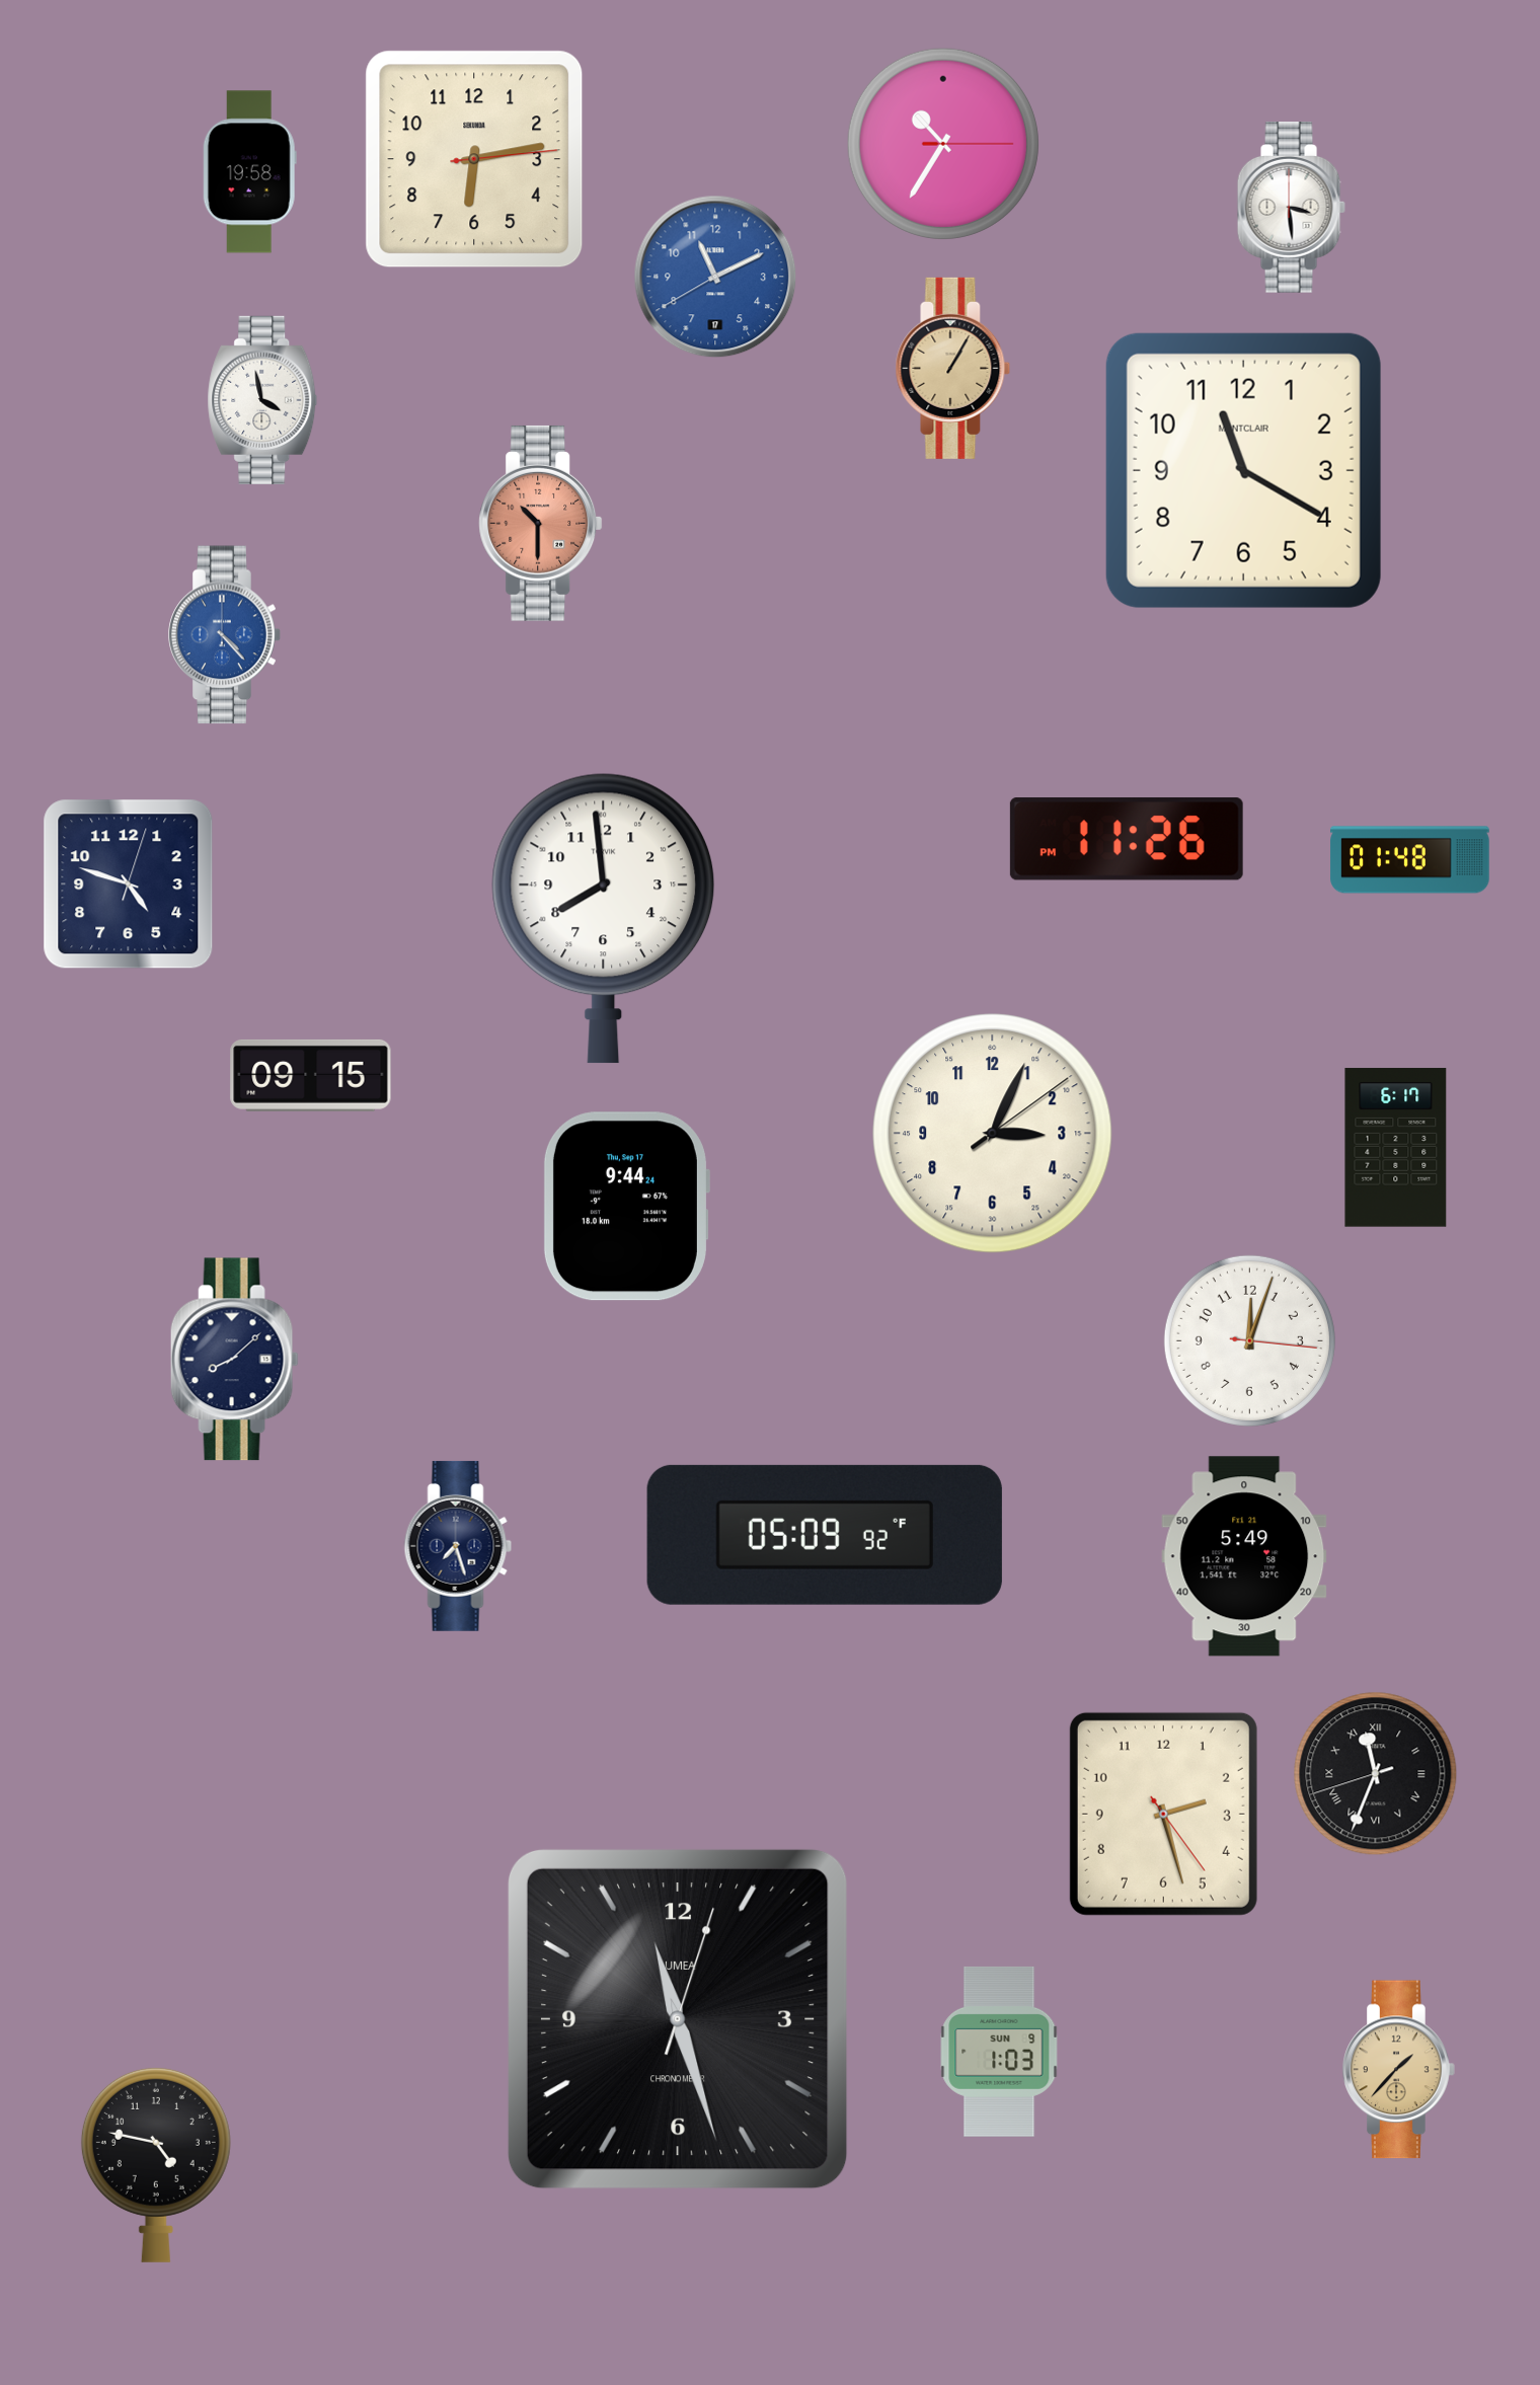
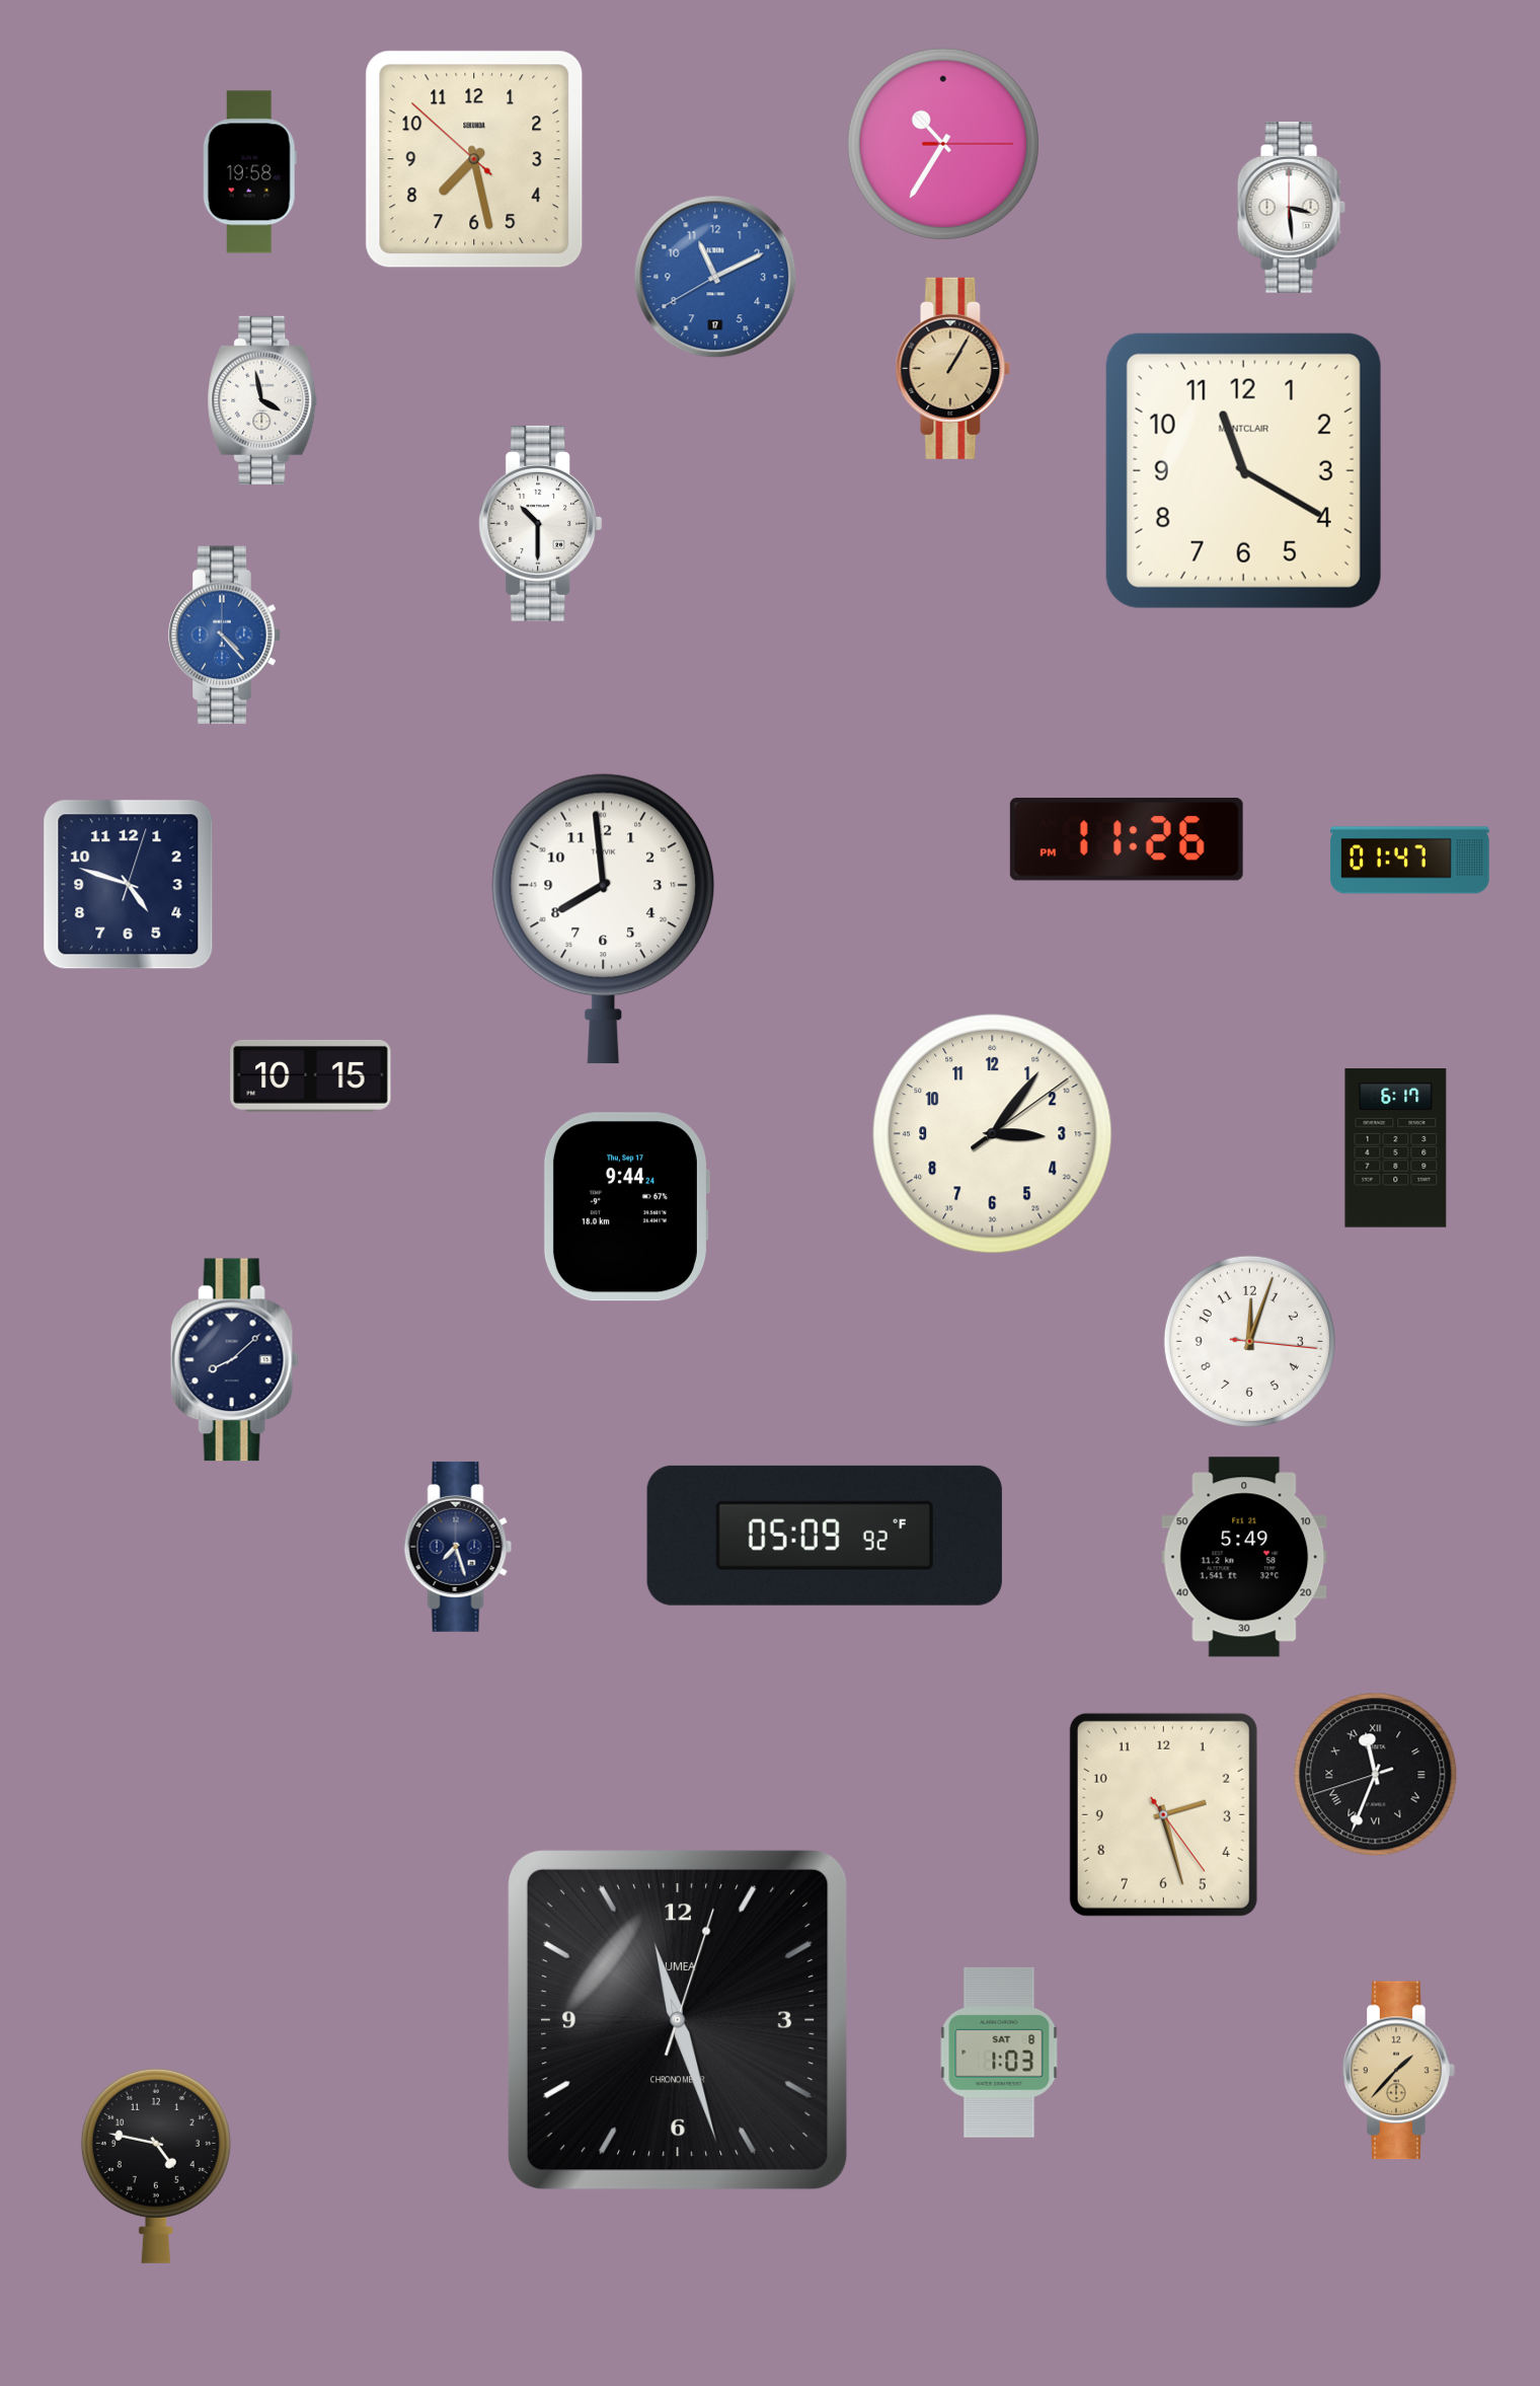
clock at (474, 159): 6:13 -> 7:27
clock at (541, 523) dial: salmon -> white
clock at (1410, 860): 01:48 -> 01:47
clock at (311, 1075): 09:15 -> 10:15
clock at (993, 1134): 3:04 -> 3:06
clock at (999, 2052) date: SUN 9 -> SAT 8
